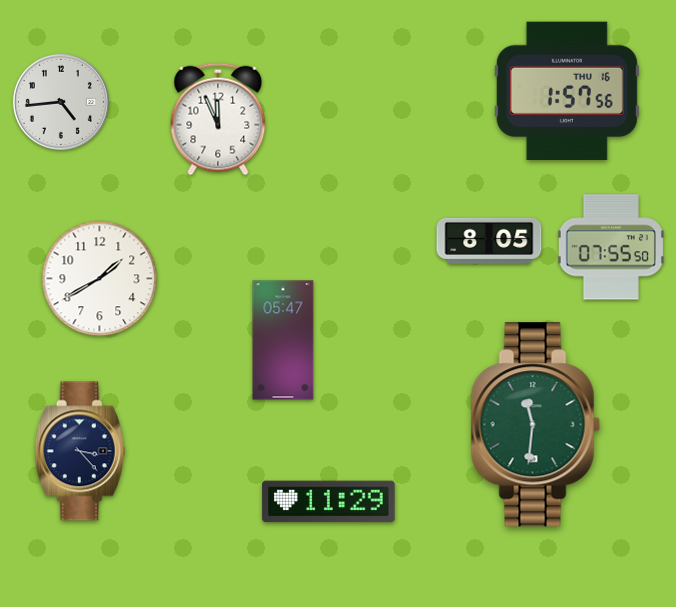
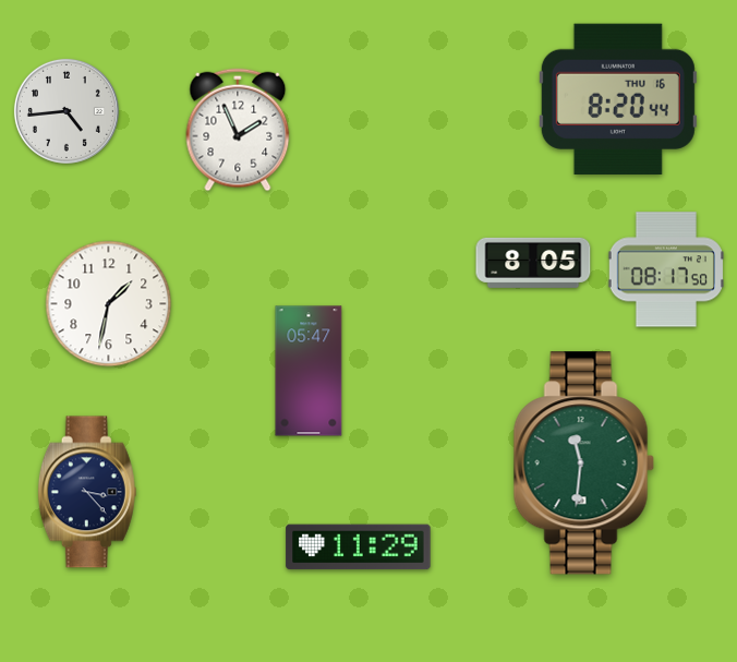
clock at (567, 91): 1:57 -> 8:20
clock at (218, 119): 11:56 -> 1:56
clock at (611, 247): 07:55 -> 08:17
clock at (100, 279): 1:40 -> 1:32
